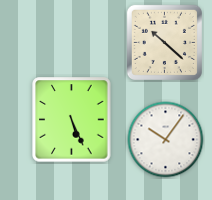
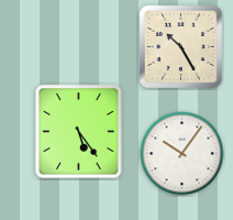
clock at (164, 42): 10:22 -> 10:25
clock at (72, 120): 5:26 -> 5:24
